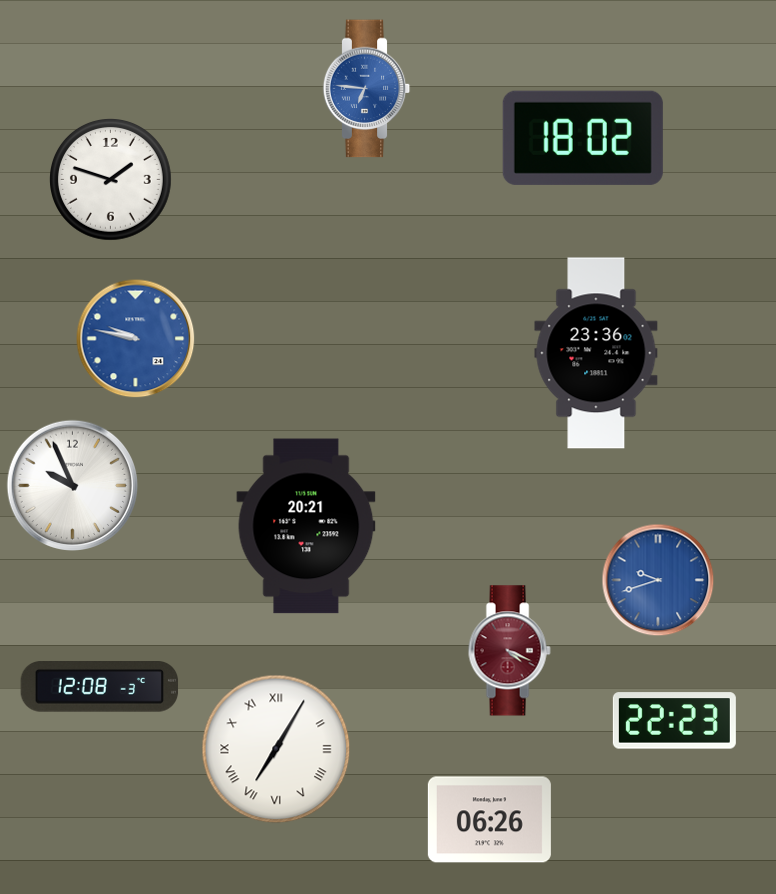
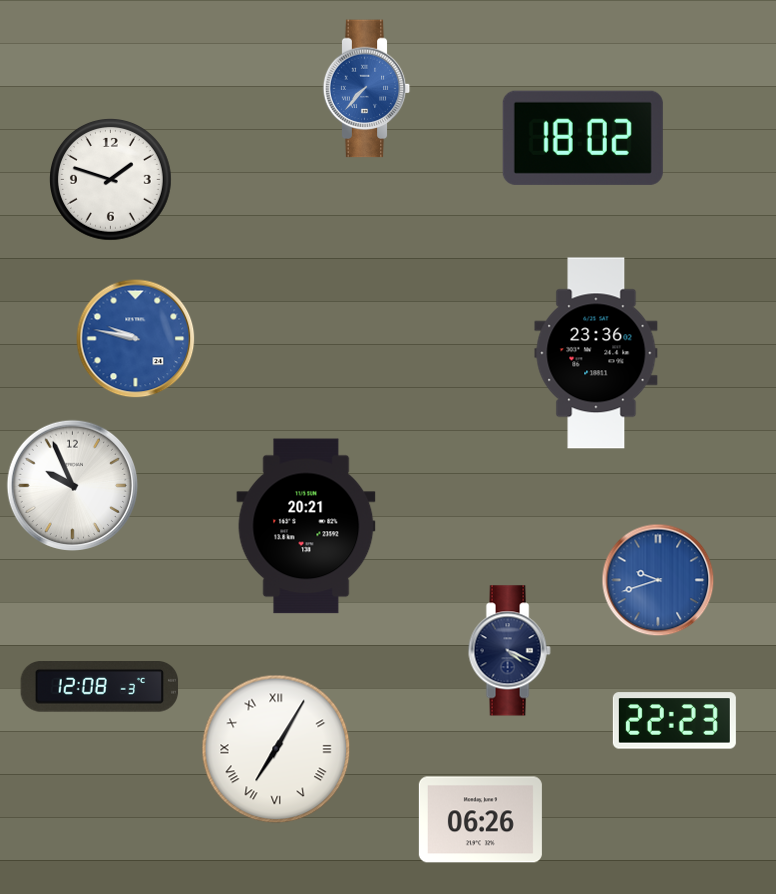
clock at (367, 89): 6:46 -> 7:37
clock at (509, 651) dial: burgundy -> navy
clock at (489, 820) position: (489, 820) -> (480, 820)
